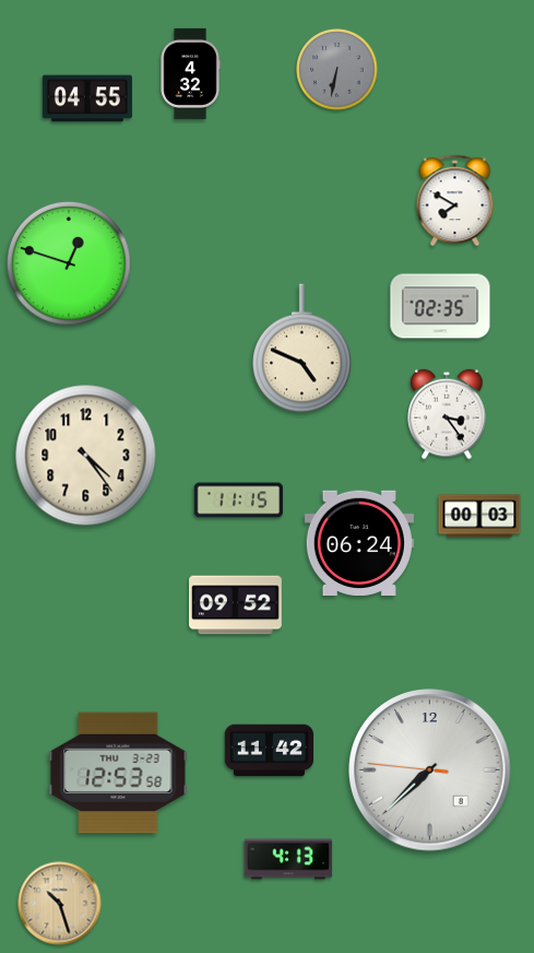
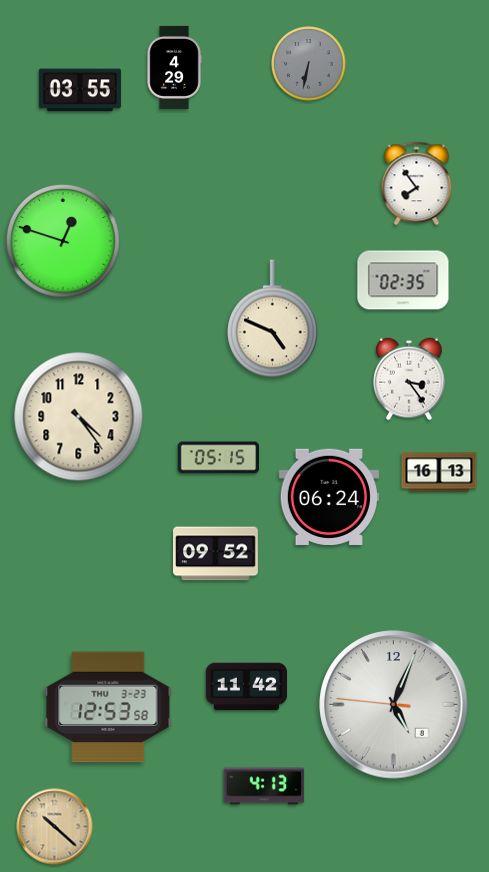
clock at (190, 73): 4:32 -> 4:29
clock at (87, 98): 04:55 -> 03:55
clock at (455, 201): 7:50 -> 7:54
clock at (302, 349) position: (302, 349) -> (273, 319)
clock at (239, 501): 11:15 -> 05:15
clock at (479, 516): 00:03 -> 16:13
clock at (430, 770): 7:37 -> 5:03
clock at (60, 904): 10:27 -> 10:22
